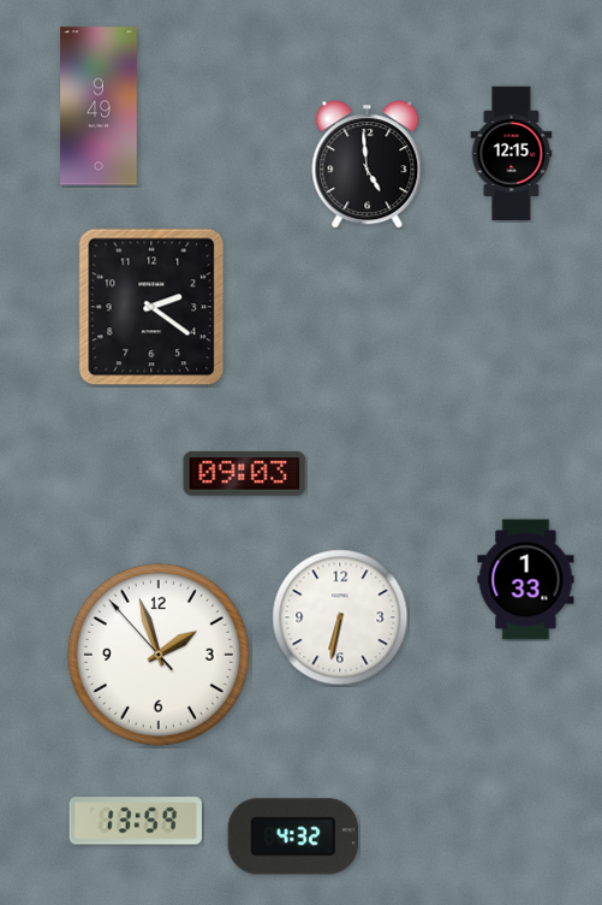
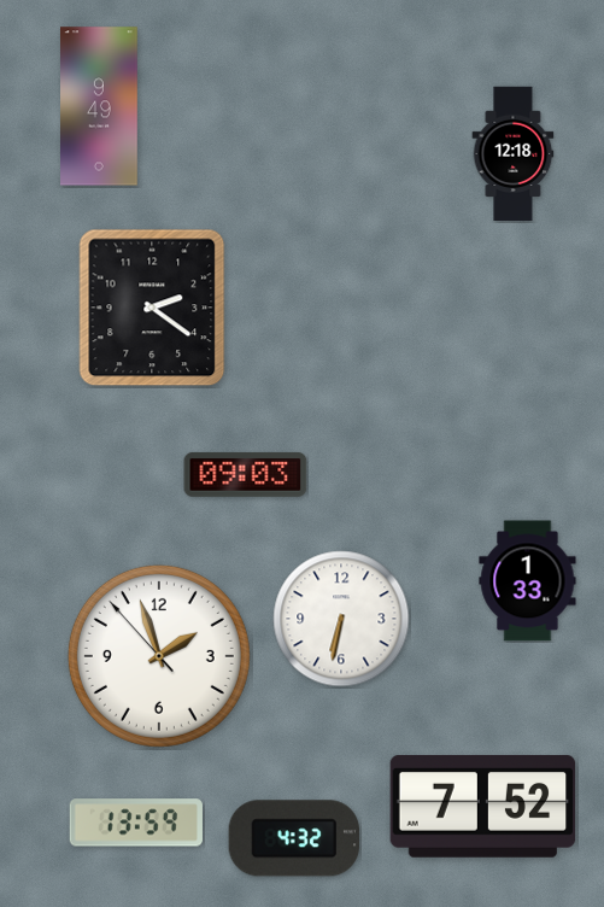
clock at (512, 154): 12:15 -> 12:18
clock at (368, 165): 4:59 -> none
clock at (483, 807): none -> 7:52
